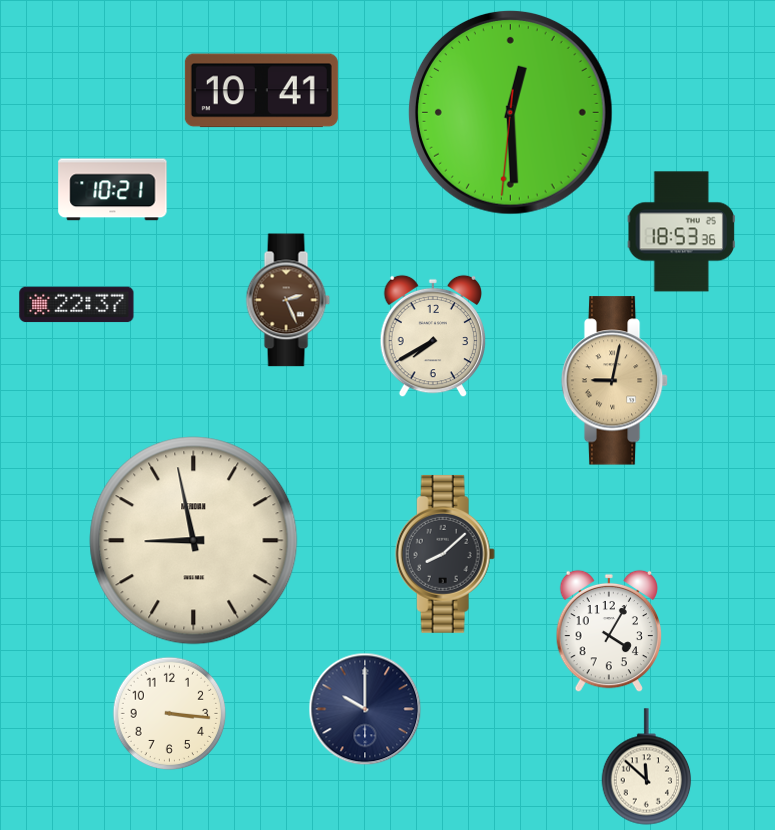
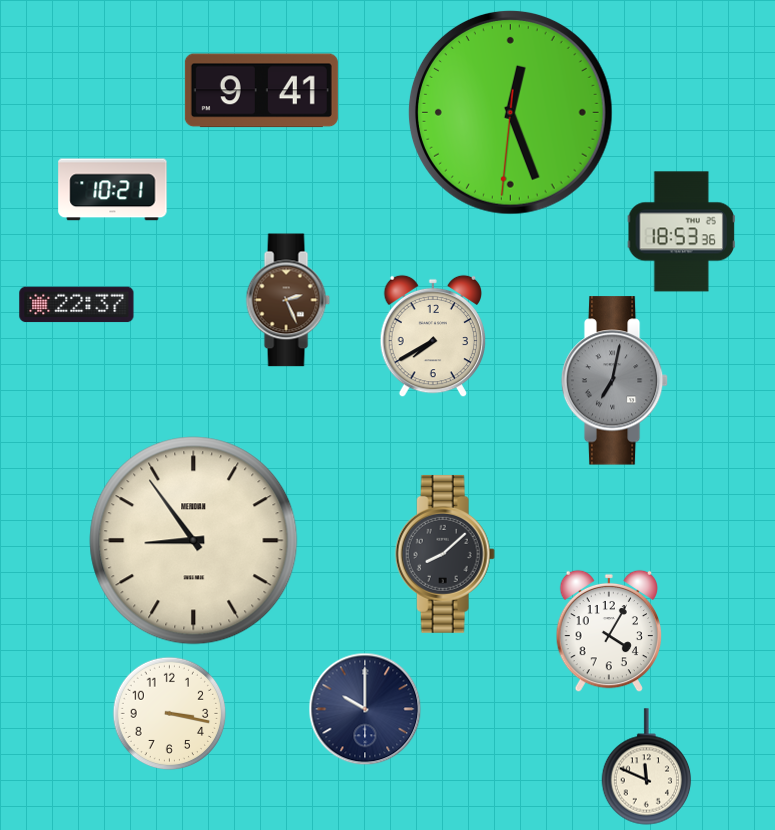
clock at (261, 91): 10:41 -> 9:41
clock at (511, 113): 12:29 -> 12:26
clock at (615, 381): 9:02 -> 7:02
clock at (615, 381) dial: champagne -> grey
clock at (194, 541): 8:58 -> 8:54
clock at (169, 713): 3:16 -> 3:17
clock at (647, 767): 11:52 -> 11:49
